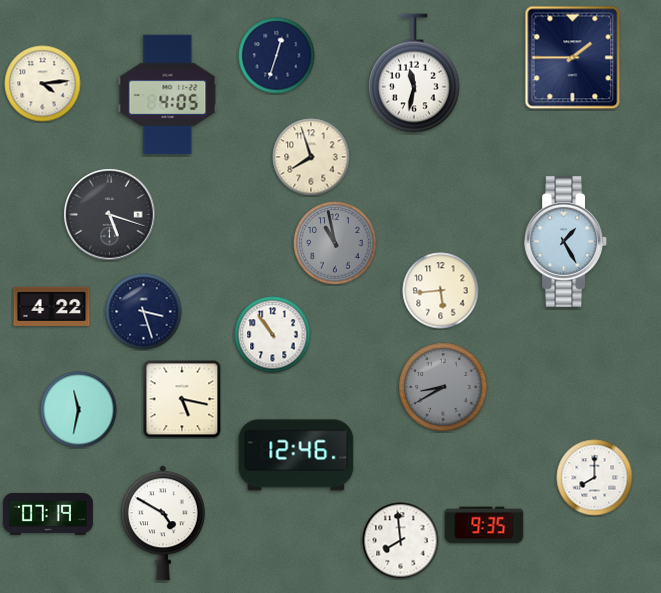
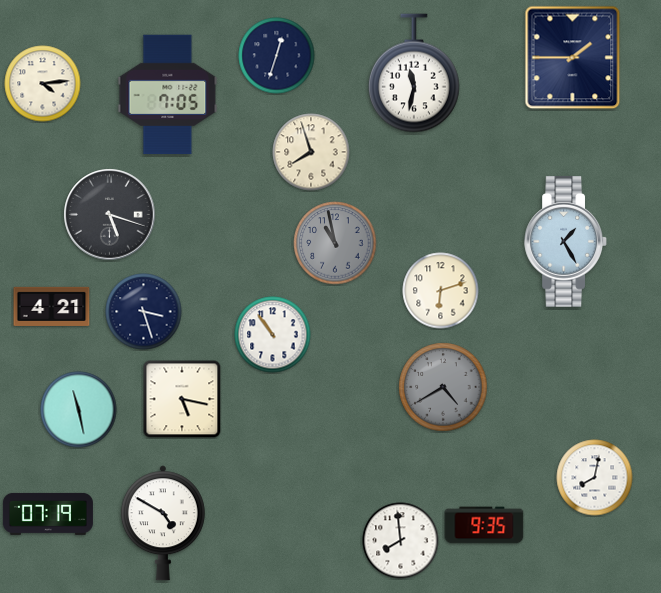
clock at (168, 95): 4:05 -> 7:05
clock at (311, 157) position: (311, 157) -> (311, 152)
clock at (441, 291): 5:44 -> 6:12
clock at (52, 306): 4:22 -> 4:21
clock at (443, 387): 8:40 -> 4:40
clock at (79, 410): 11:32 -> 11:28
clock at (296, 455): 12:46 -> none
clock at (595, 478): 8:00 -> 8:02
